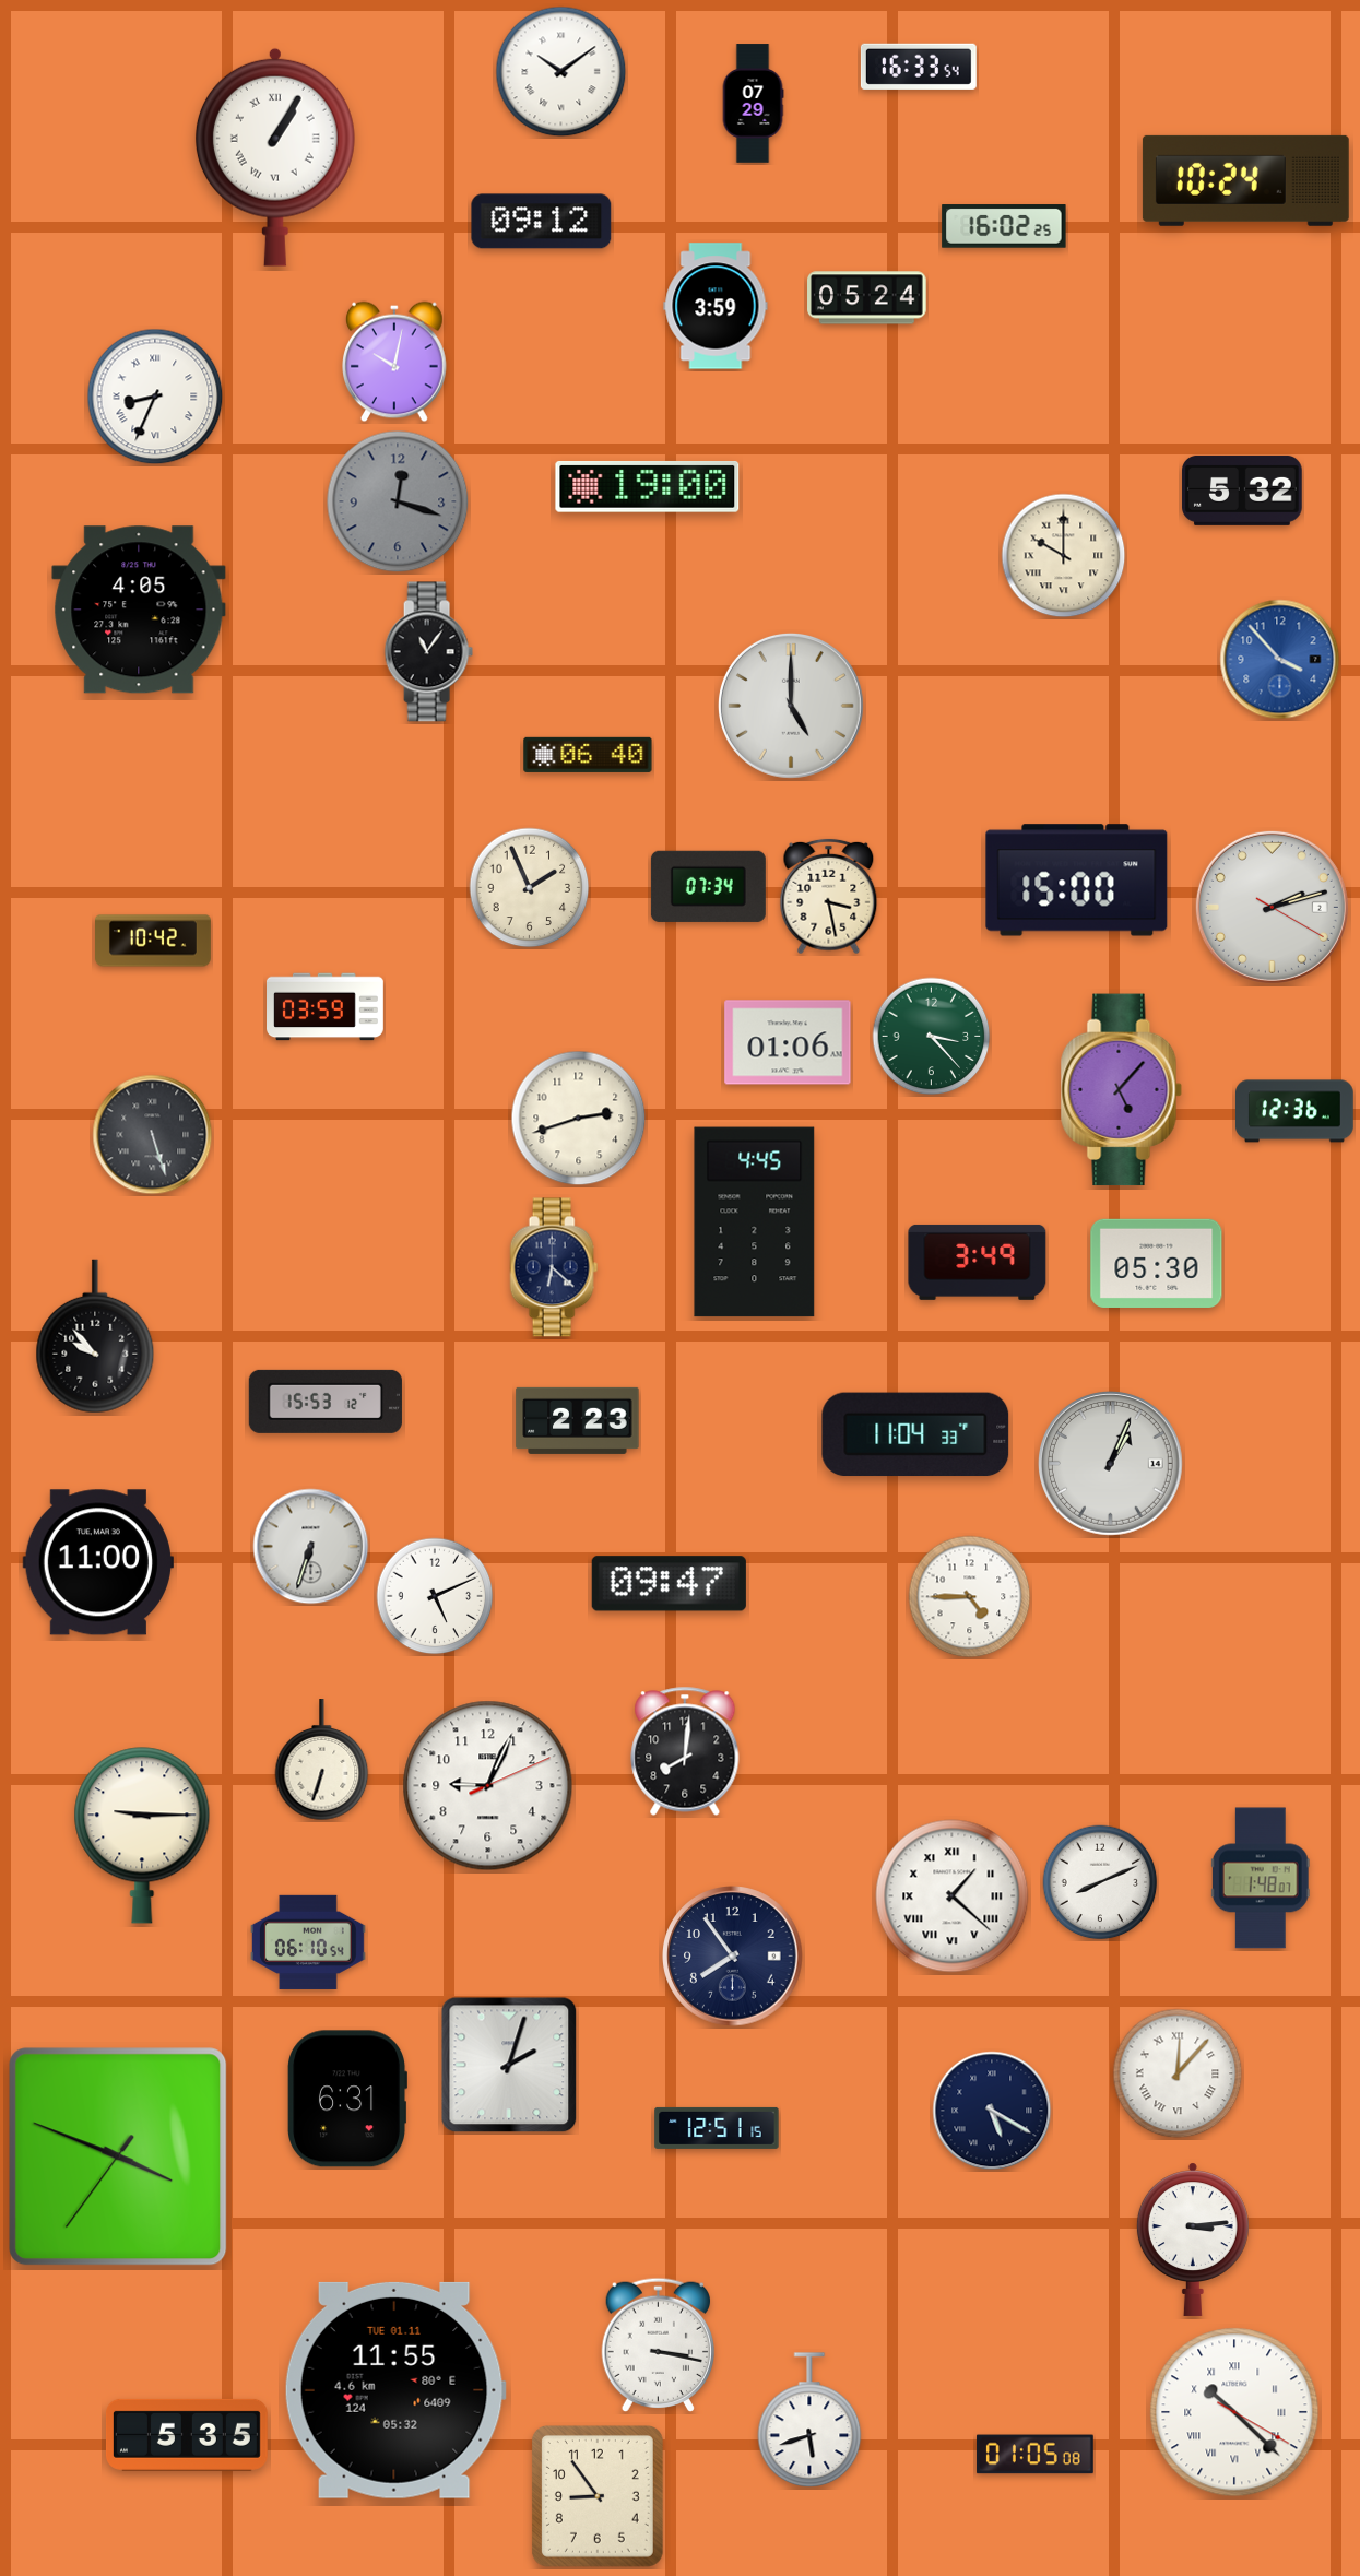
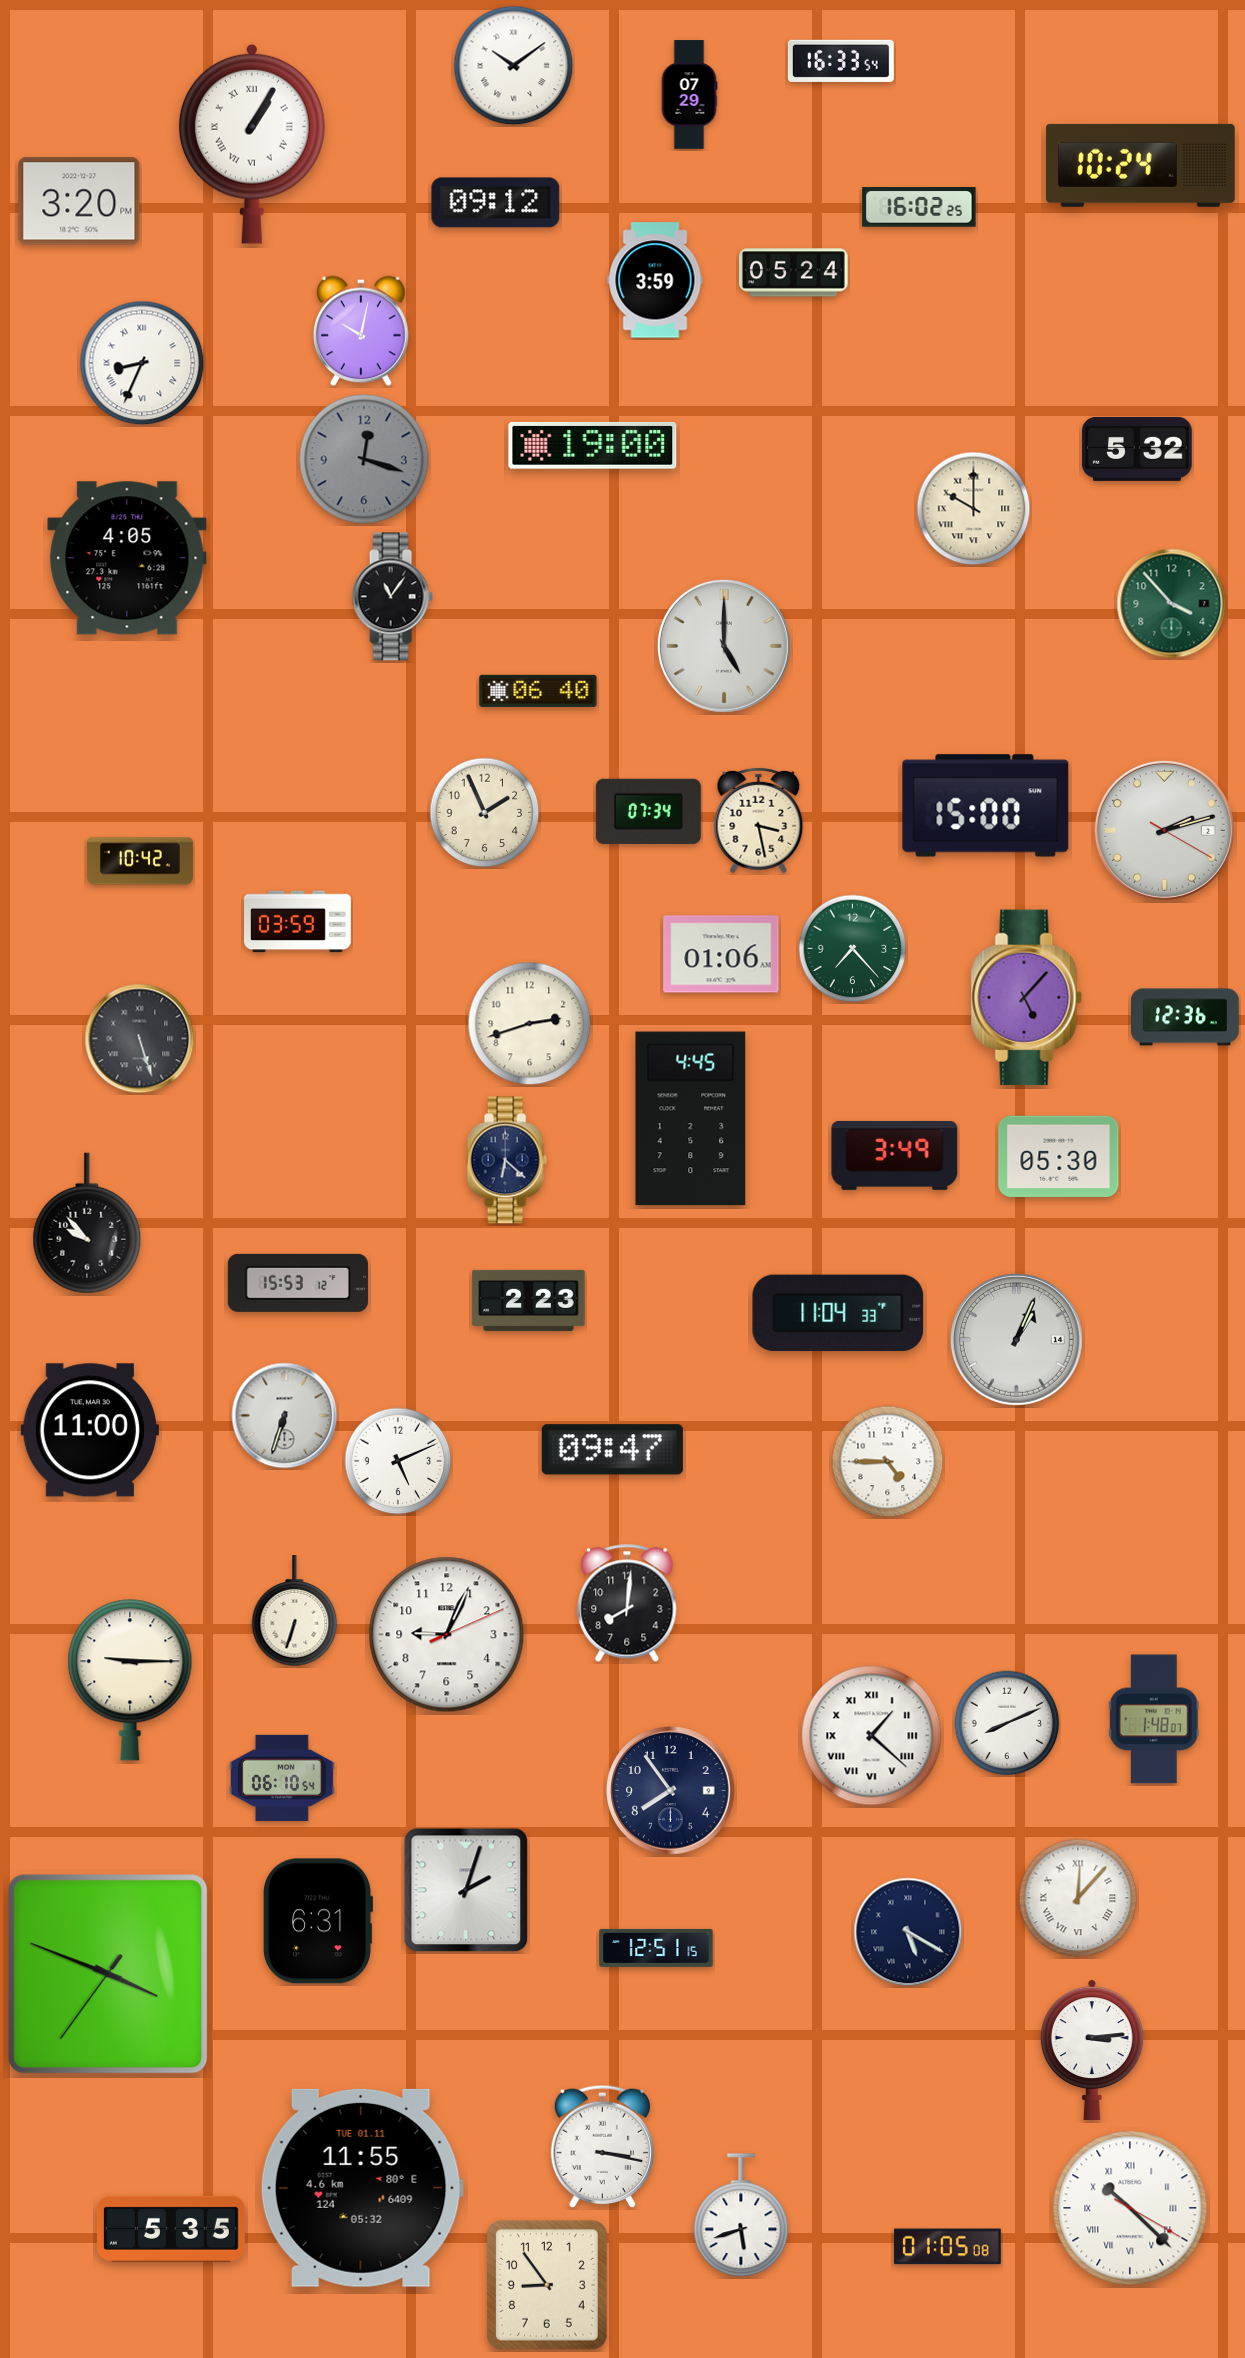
clock at (79, 201): none -> 3:20
clock at (1280, 660) dial: blue -> green
clock at (932, 1037): 3:23 -> 7:23
